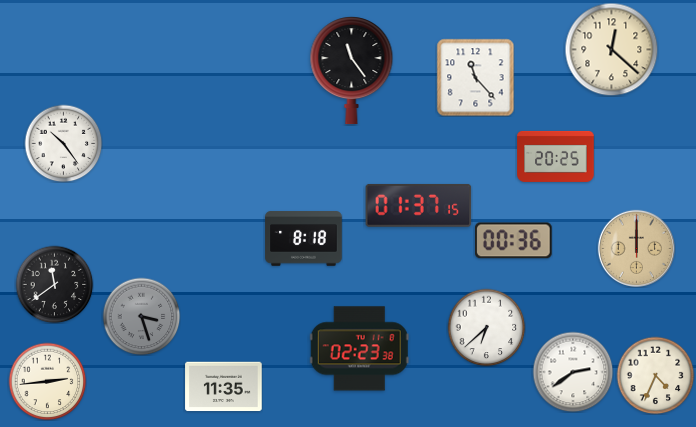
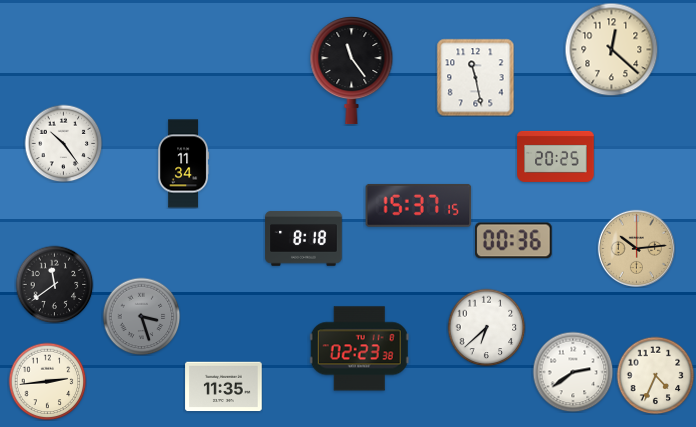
clock at (475, 77): 11:23 -> 11:28
clock at (184, 164): none -> 11:34
clock at (419, 206): 01:37 -> 15:37
clock at (636, 248): 12:00 -> 10:14
